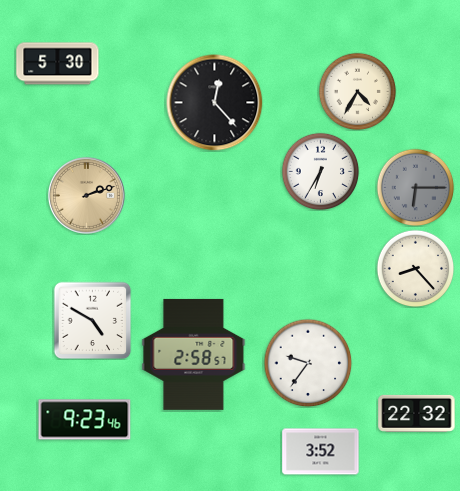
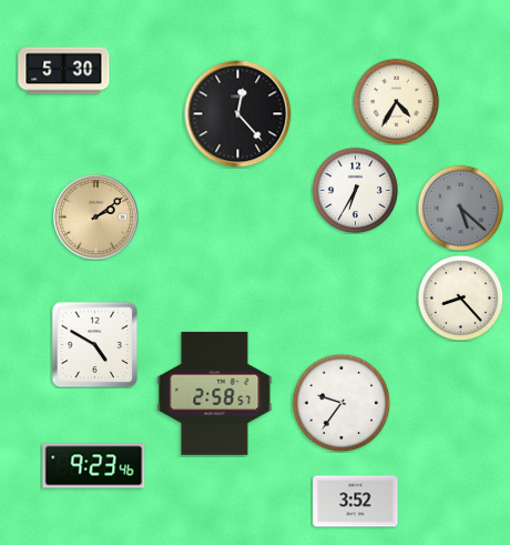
clock at (415, 187): 6:15 -> 5:22
clock at (86, 195): 2:12 -> 2:09
clock at (92, 320) position: (92, 320) -> (94, 344)
clock at (417, 413): 22:32 -> none
